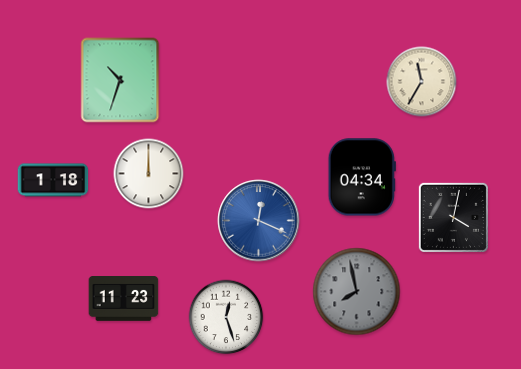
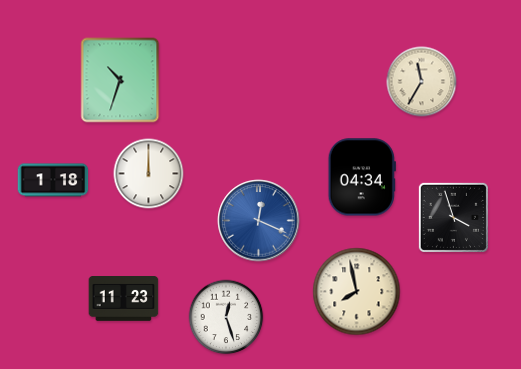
clock at (453, 217): 4:02 -> 3:57
clock at (357, 292) dial: grey -> cream
